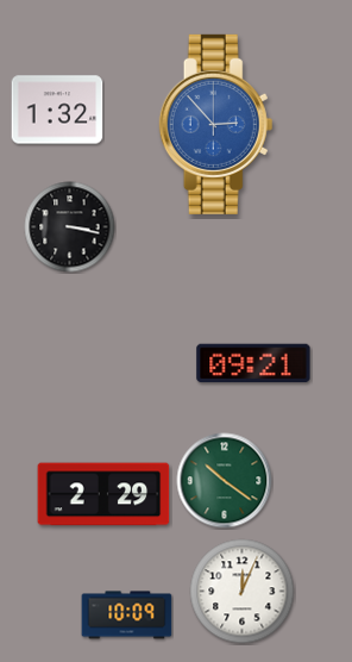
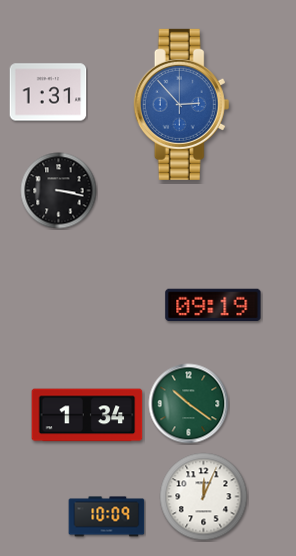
clock at (57, 110): 1:32 -> 1:31
clock at (253, 363): 09:21 -> 09:19
clock at (103, 494): 2:29 -> 1:34
